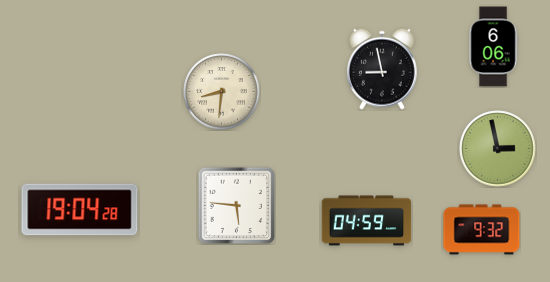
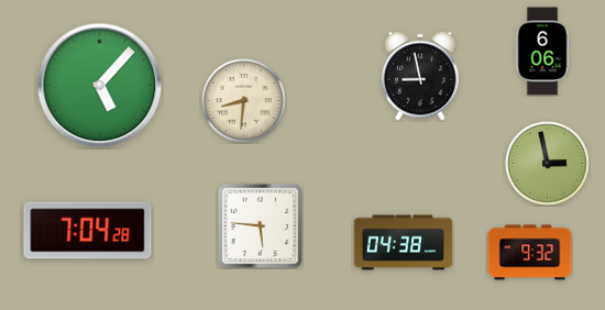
clock at (100, 86): none -> 5:07
clock at (80, 210): 19:04 -> 7:04
clock at (367, 221): 04:59 -> 04:38
